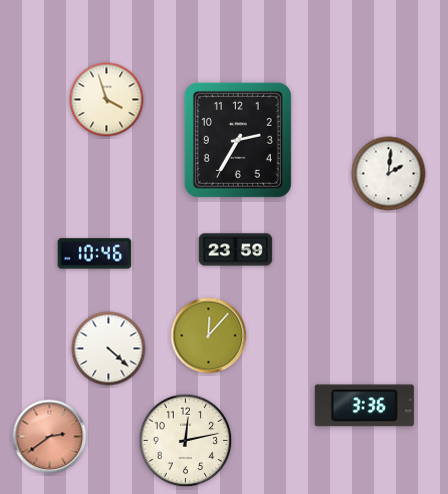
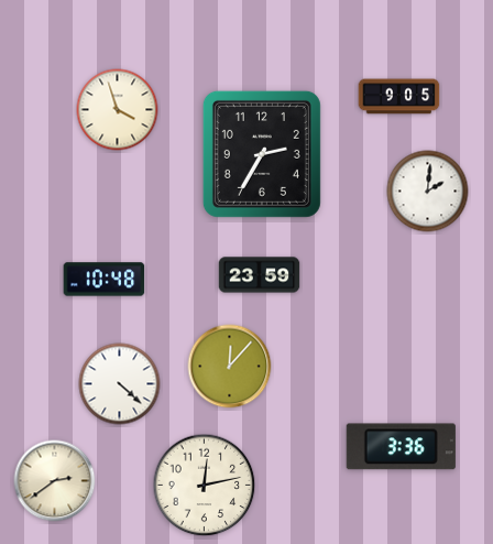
clock at (399, 97): none -> 9:05
clock at (95, 254): 10:46 -> 10:48
clock at (209, 336) position: (209, 336) -> (230, 367)
clock at (50, 437) dial: salmon -> cream
